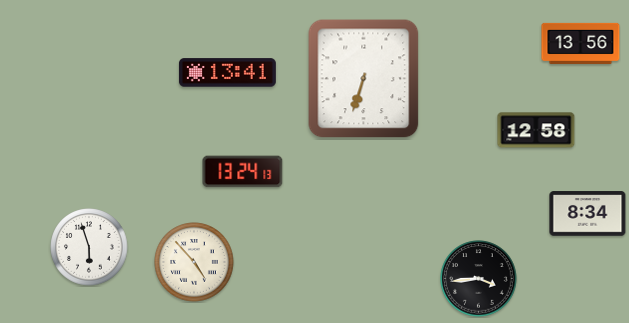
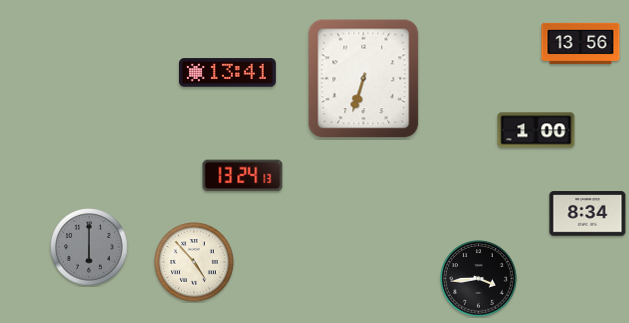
clock at (536, 130): 12:58 -> 1:00
clock at (243, 172) position: (243, 172) -> (243, 176)
clock at (89, 247): 5:57 -> 6:00
clock at (89, 247) dial: white -> grey
